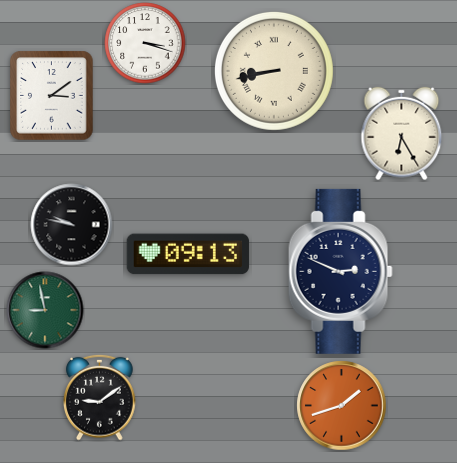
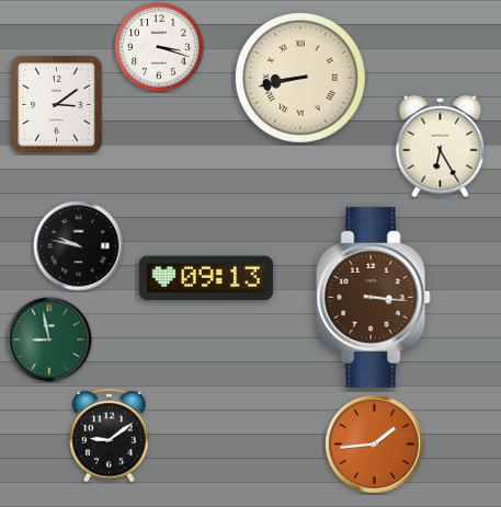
clock at (340, 271): 2:49 -> 3:16
clock at (340, 271) dial: navy -> brown
clock at (342, 406): 1:42 -> 1:44
